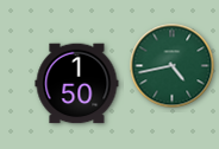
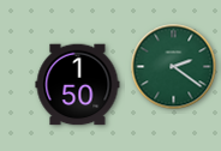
clock at (173, 66): 4:43 -> 2:21
